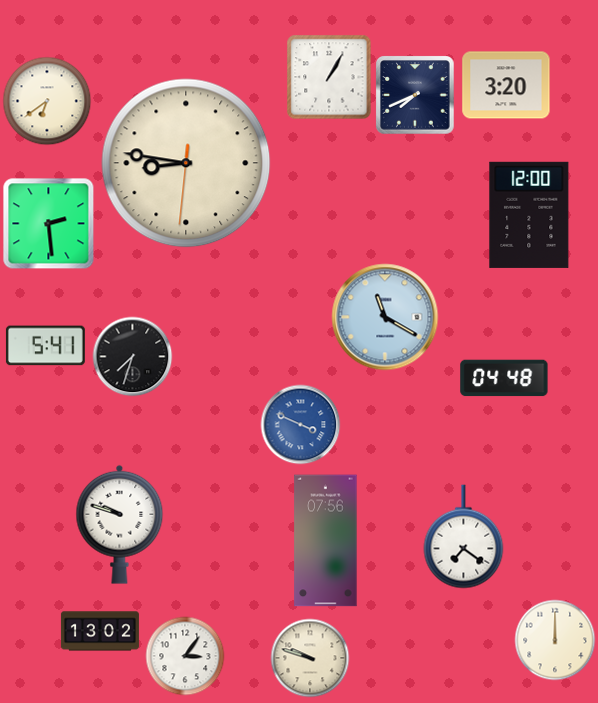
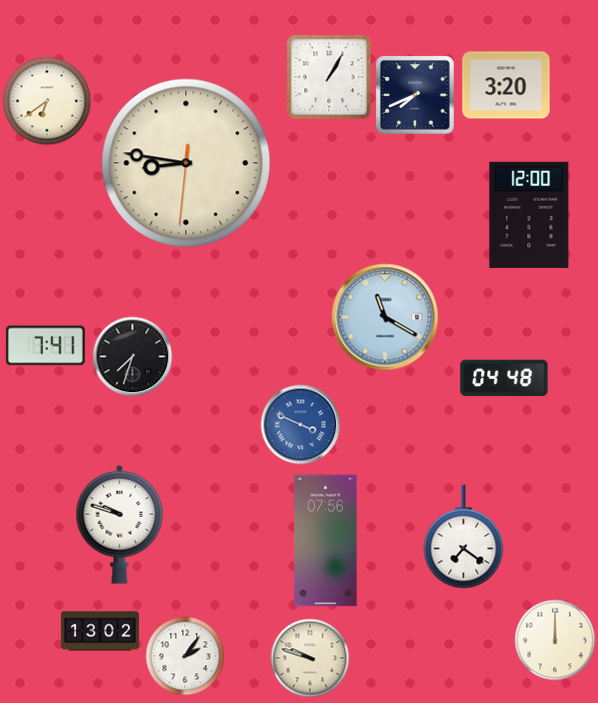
clock at (49, 224): 2:29 -> none
clock at (45, 346): 5:41 -> 7:41
clock at (185, 656): 3:06 -> 2:06
